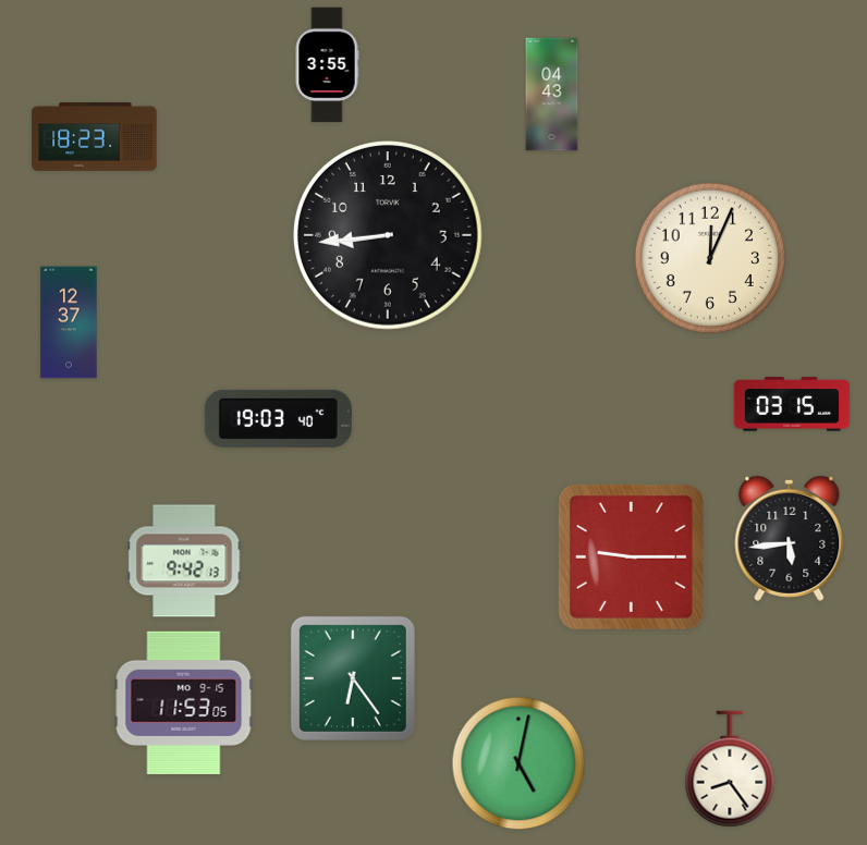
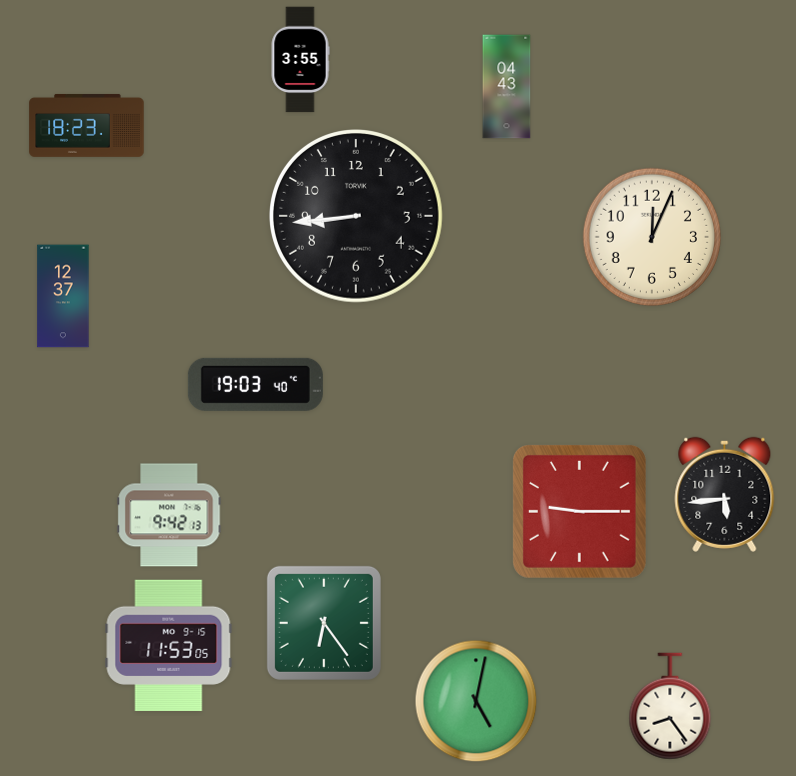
clock at (792, 404): 03:15 -> none
